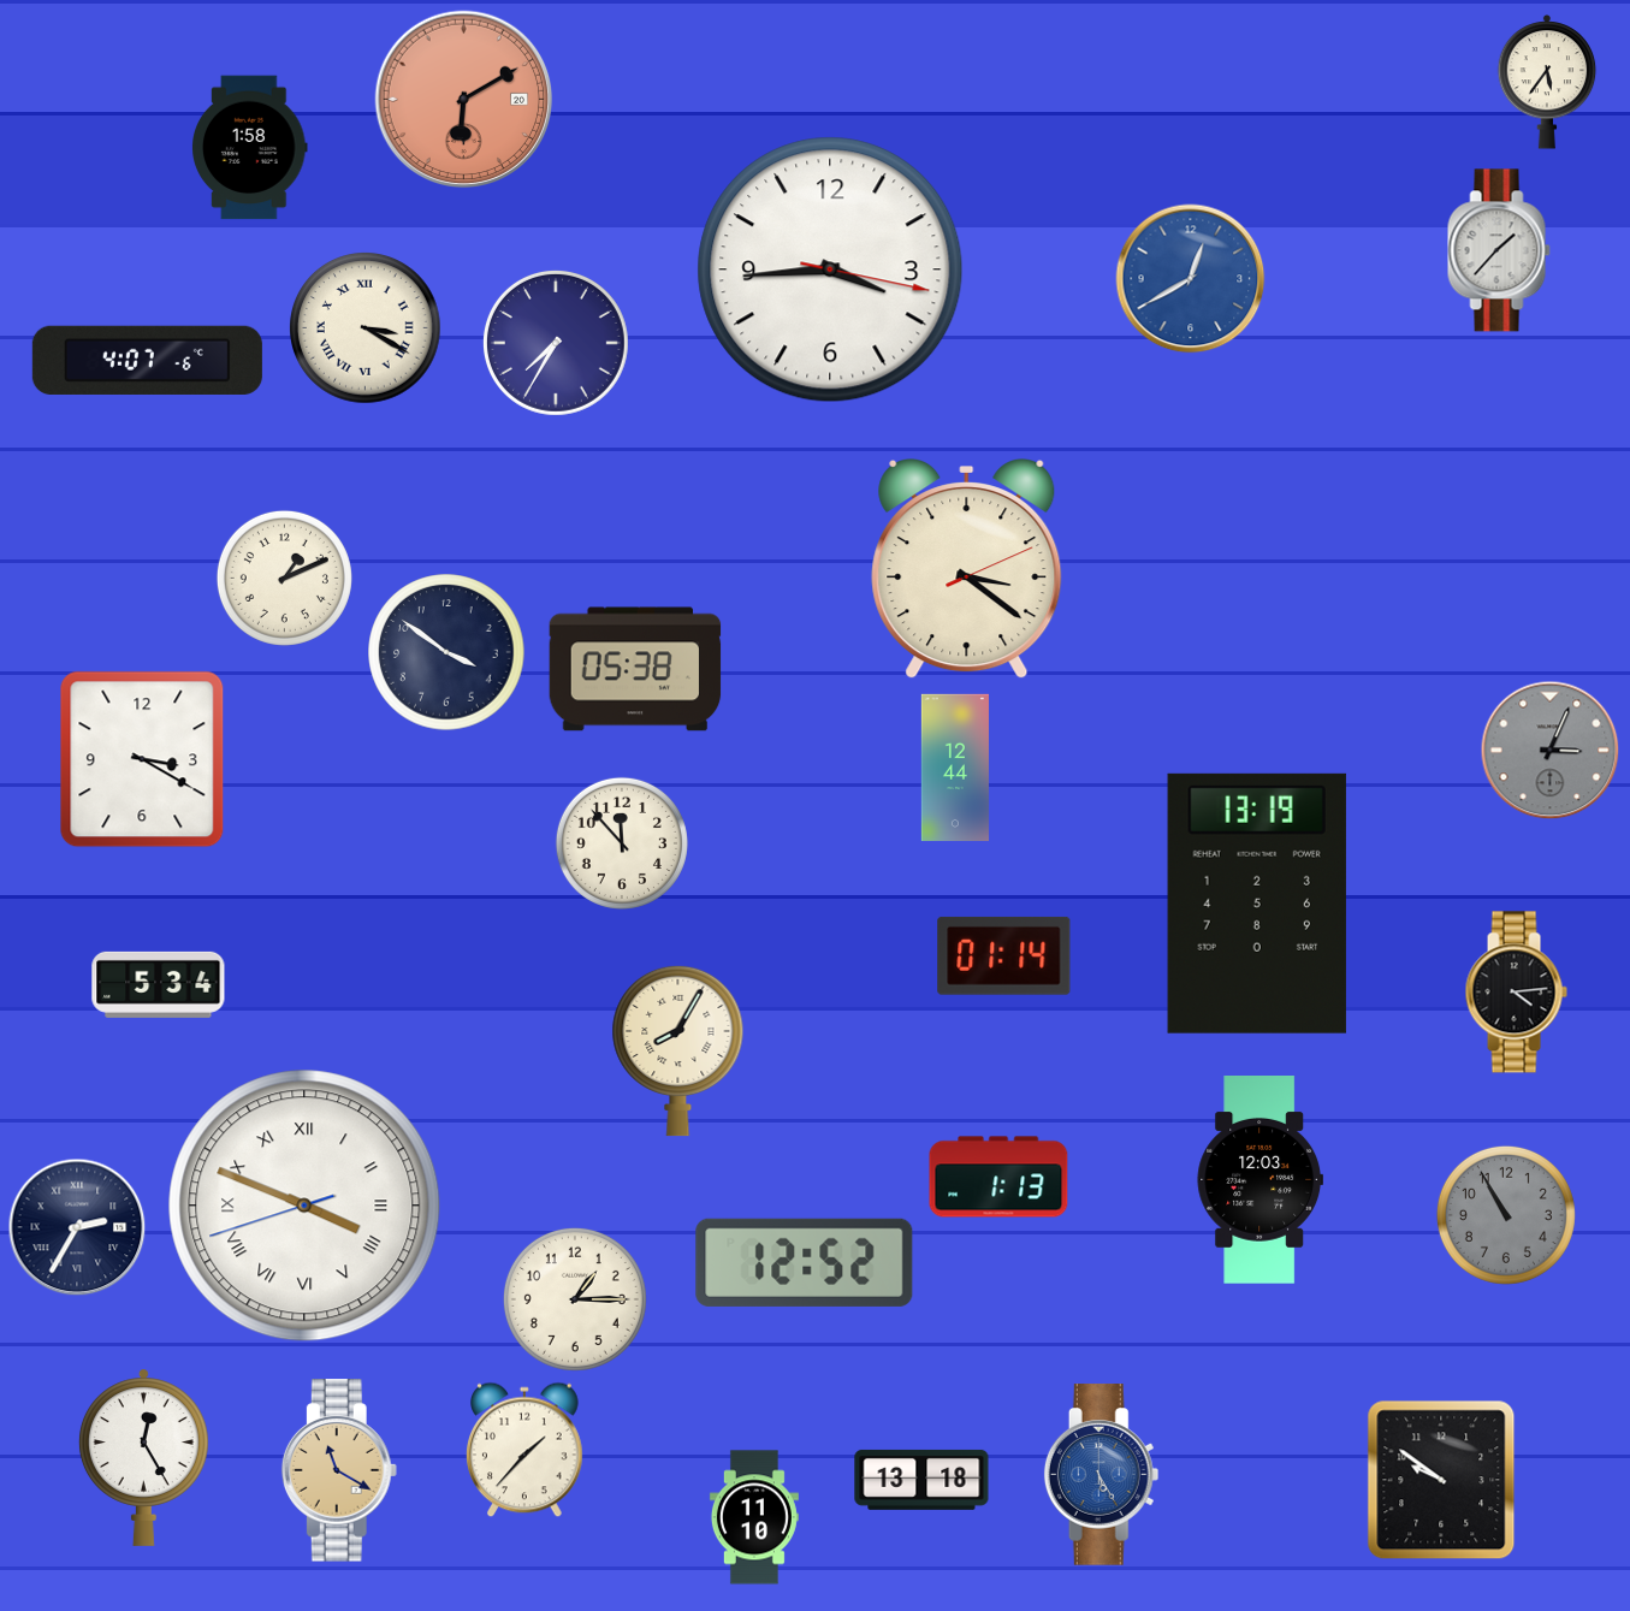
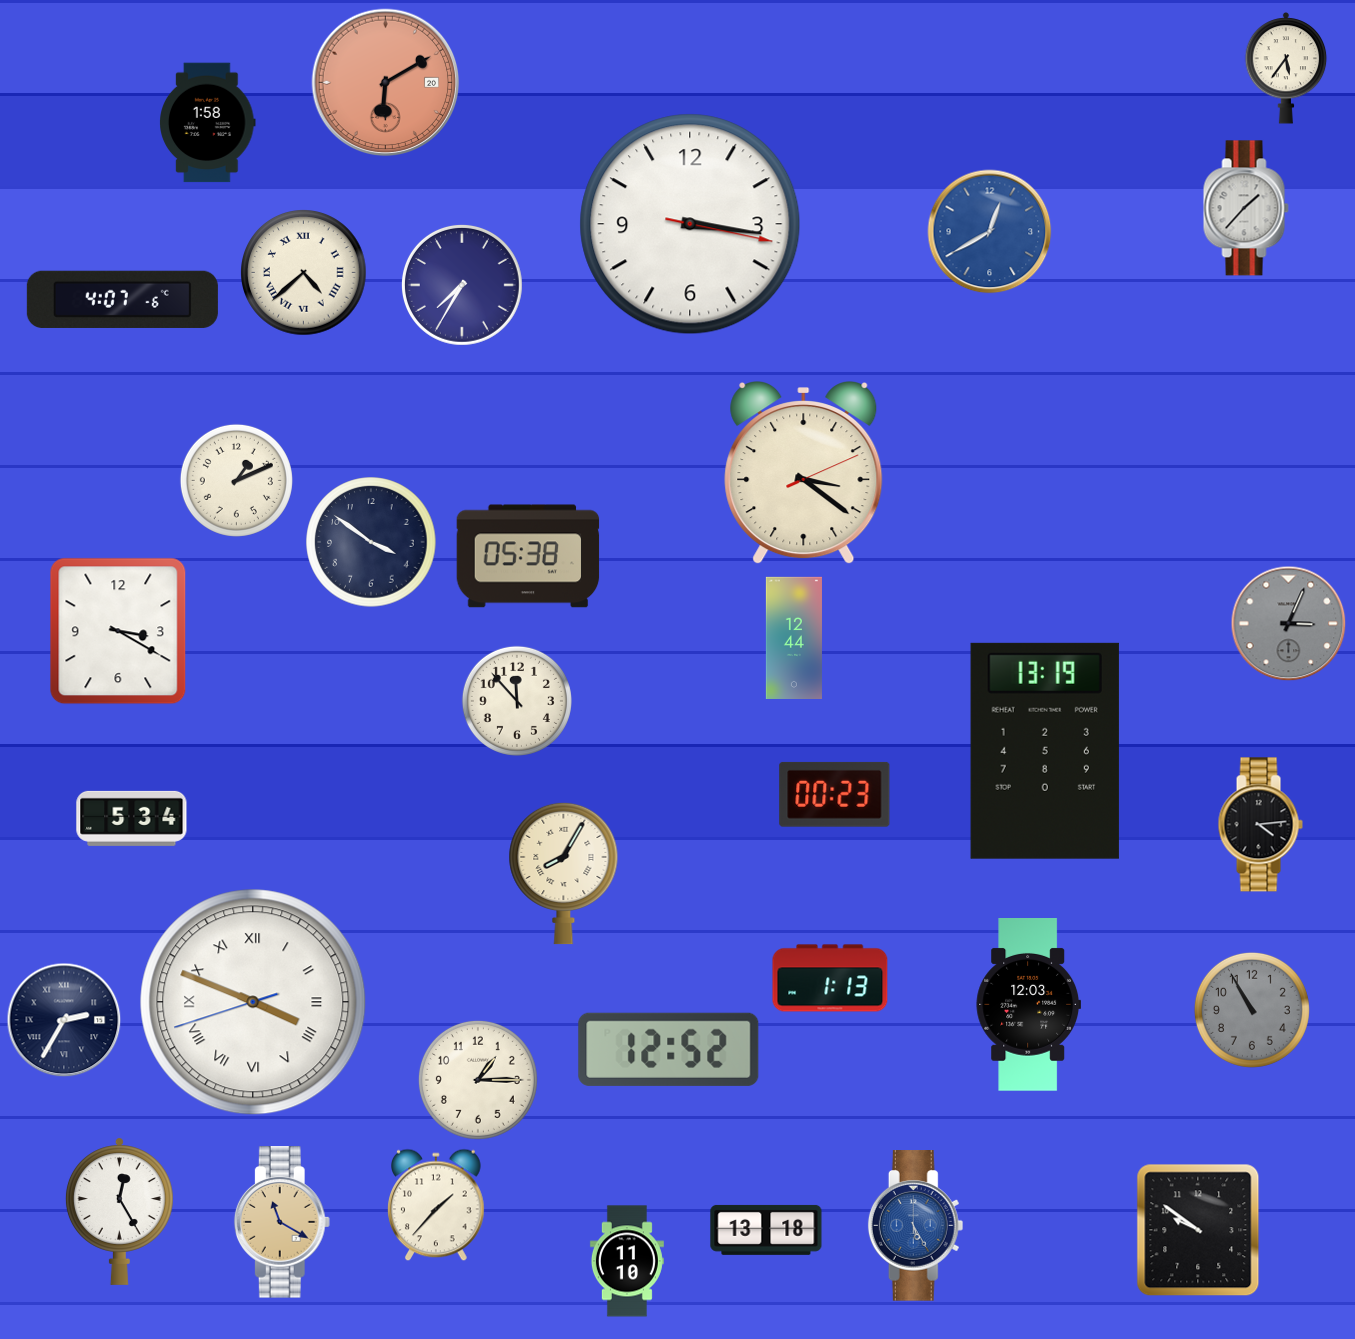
clock at (830, 270): 3:44 -> 3:16
clock at (366, 328): 3:20 -> 4:38
clock at (1004, 955): 01:14 -> 00:23
clock at (1259, 1180) position: (1259, 1180) -> (1028, 1005)
